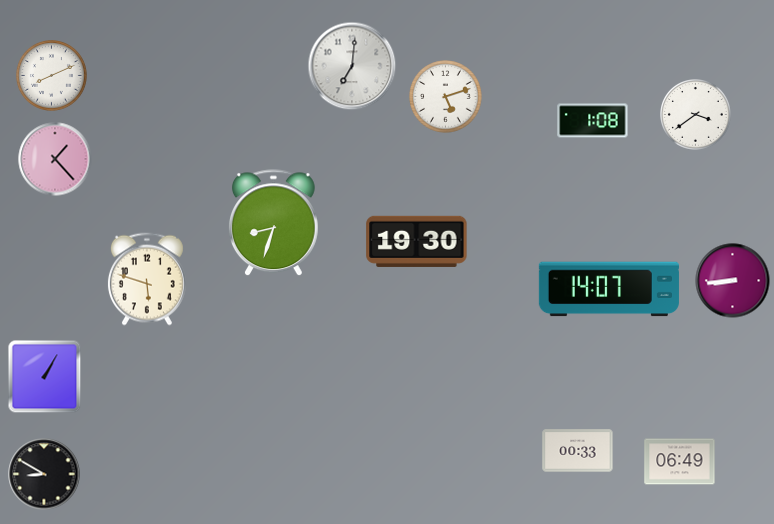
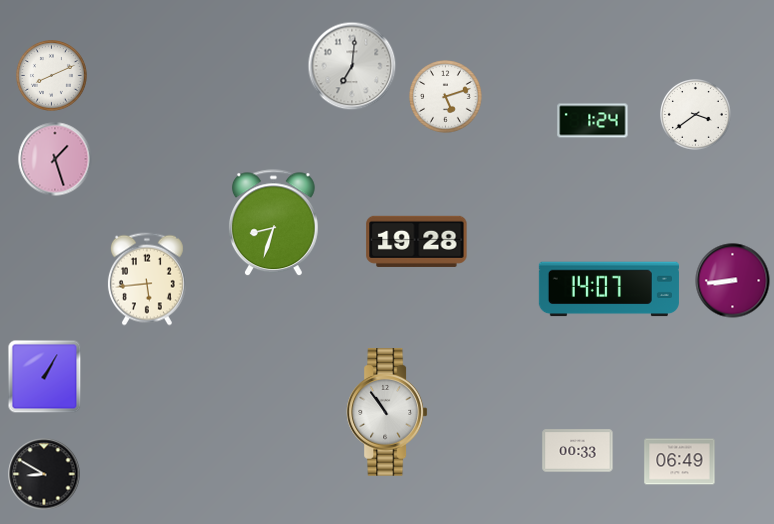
clock at (593, 121): 1:08 -> 1:24
clock at (55, 159): 1:23 -> 1:27
clock at (417, 241): 19:30 -> 19:28
clock at (147, 279): 5:48 -> 5:44
clock at (387, 413): none -> 10:54
